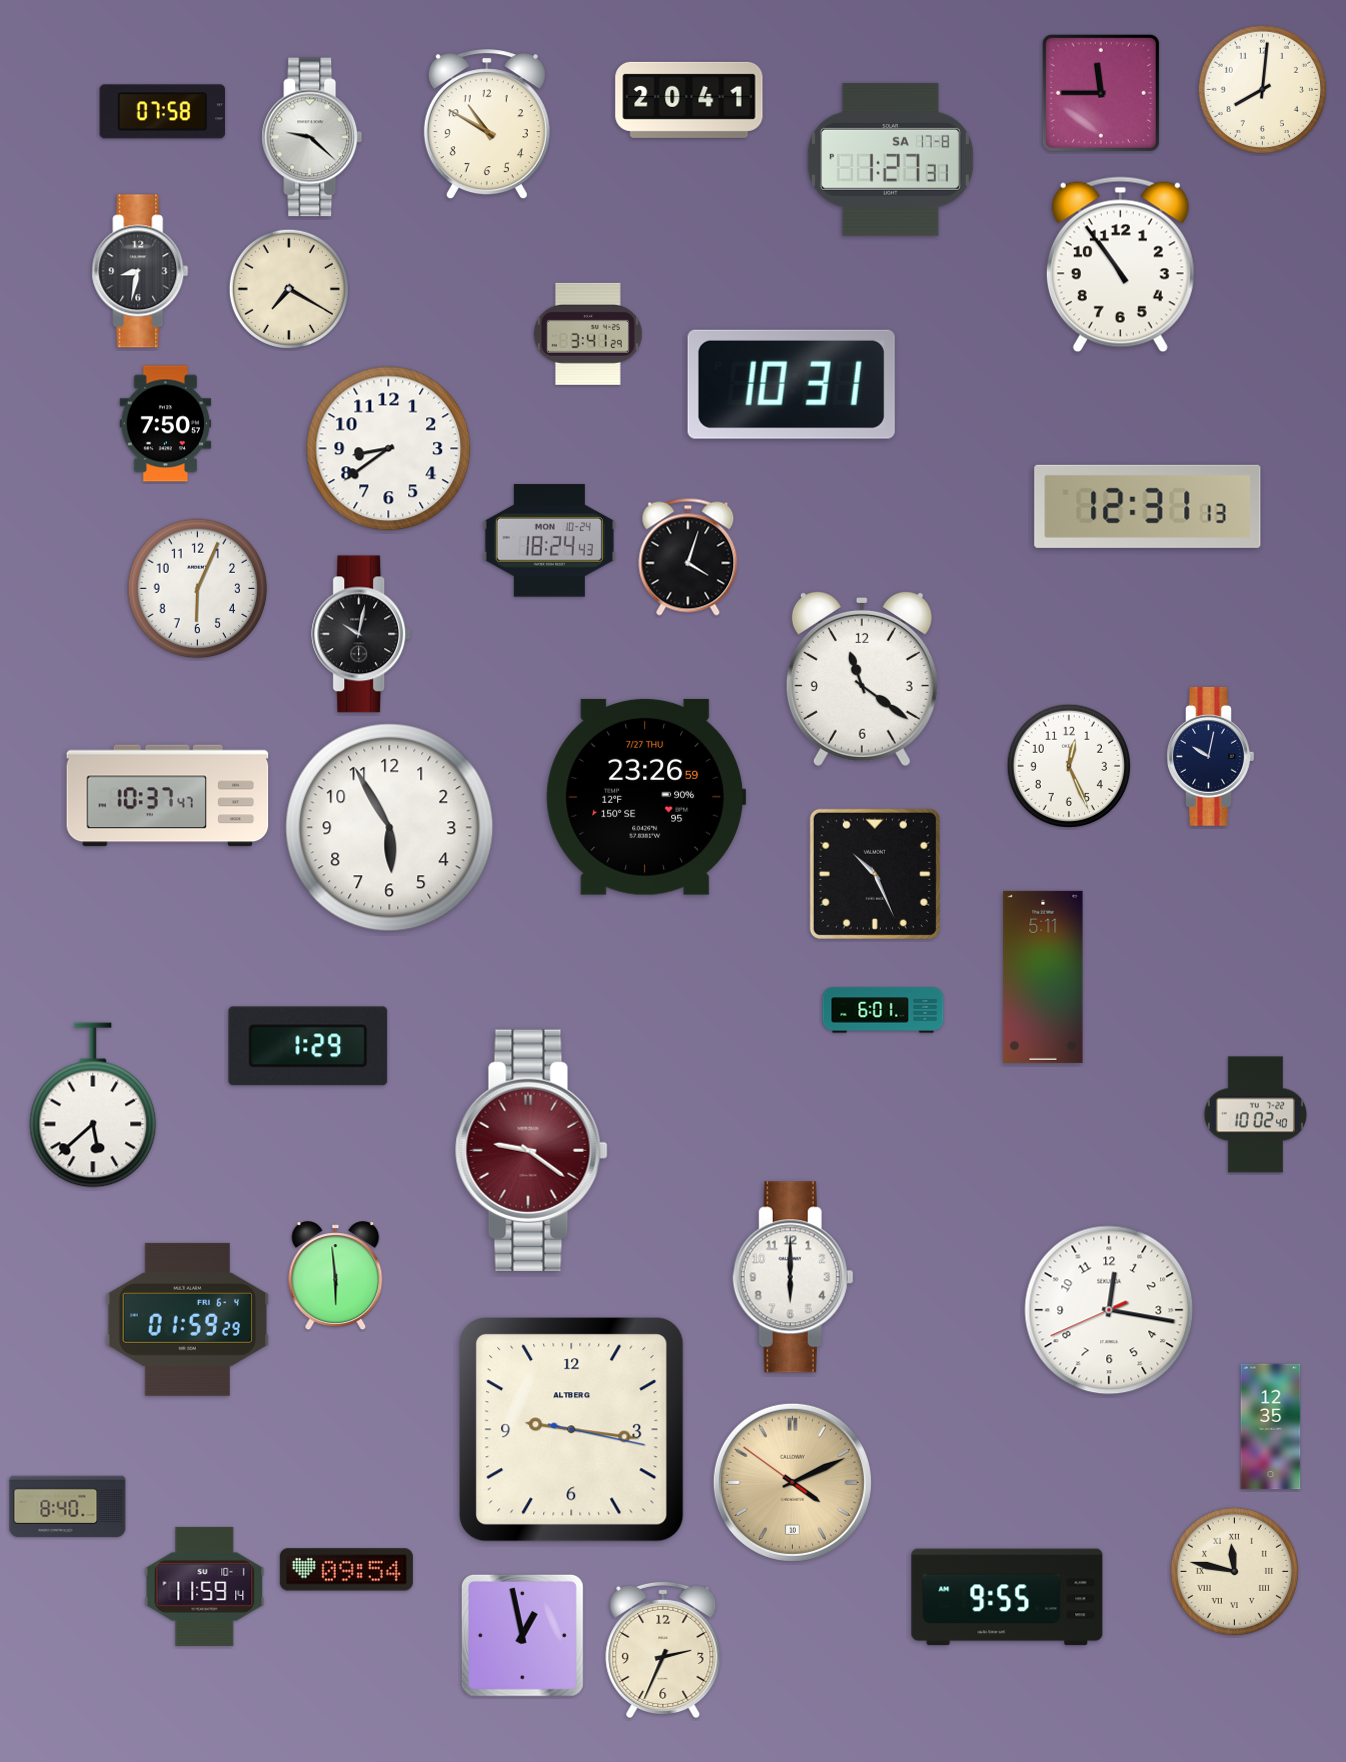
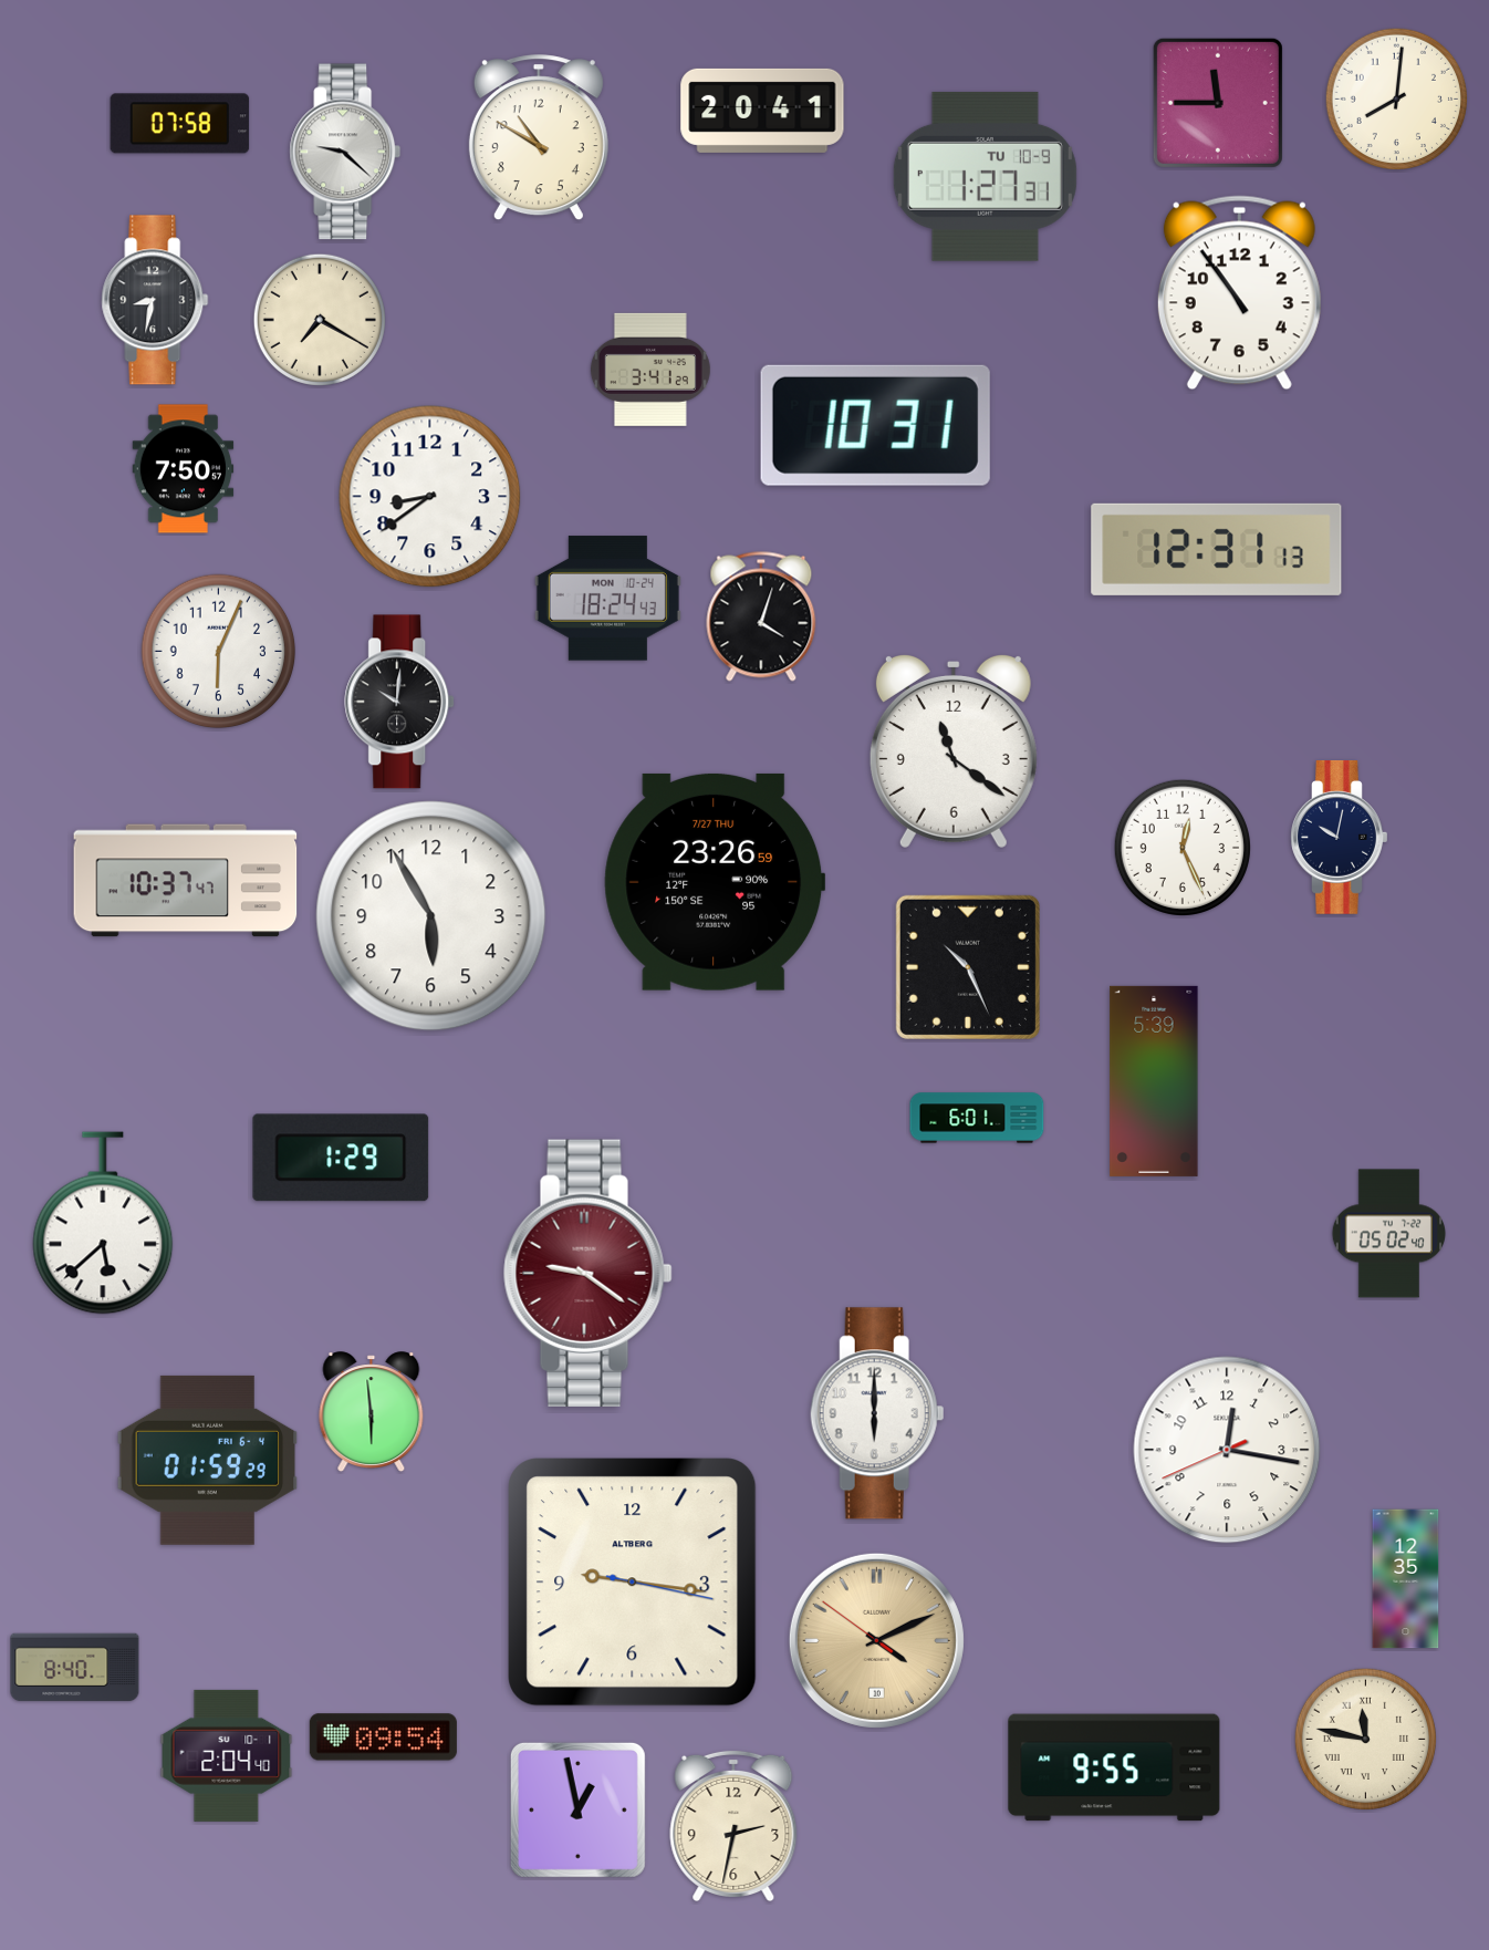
clock at (890, 159) date: SA 17-8 -> TU 10-9
clock at (1148, 506) position: (1148, 506) -> (1217, 549)
clock at (362, 634): 10:02 -> 10:01
clock at (1043, 977): 5:11 -> 5:39
clock at (1255, 1115): 10:02 -> 05:02
clock at (205, 1586): 11:59 -> 2:04
clock at (663, 1649): 2:34 -> 2:32
